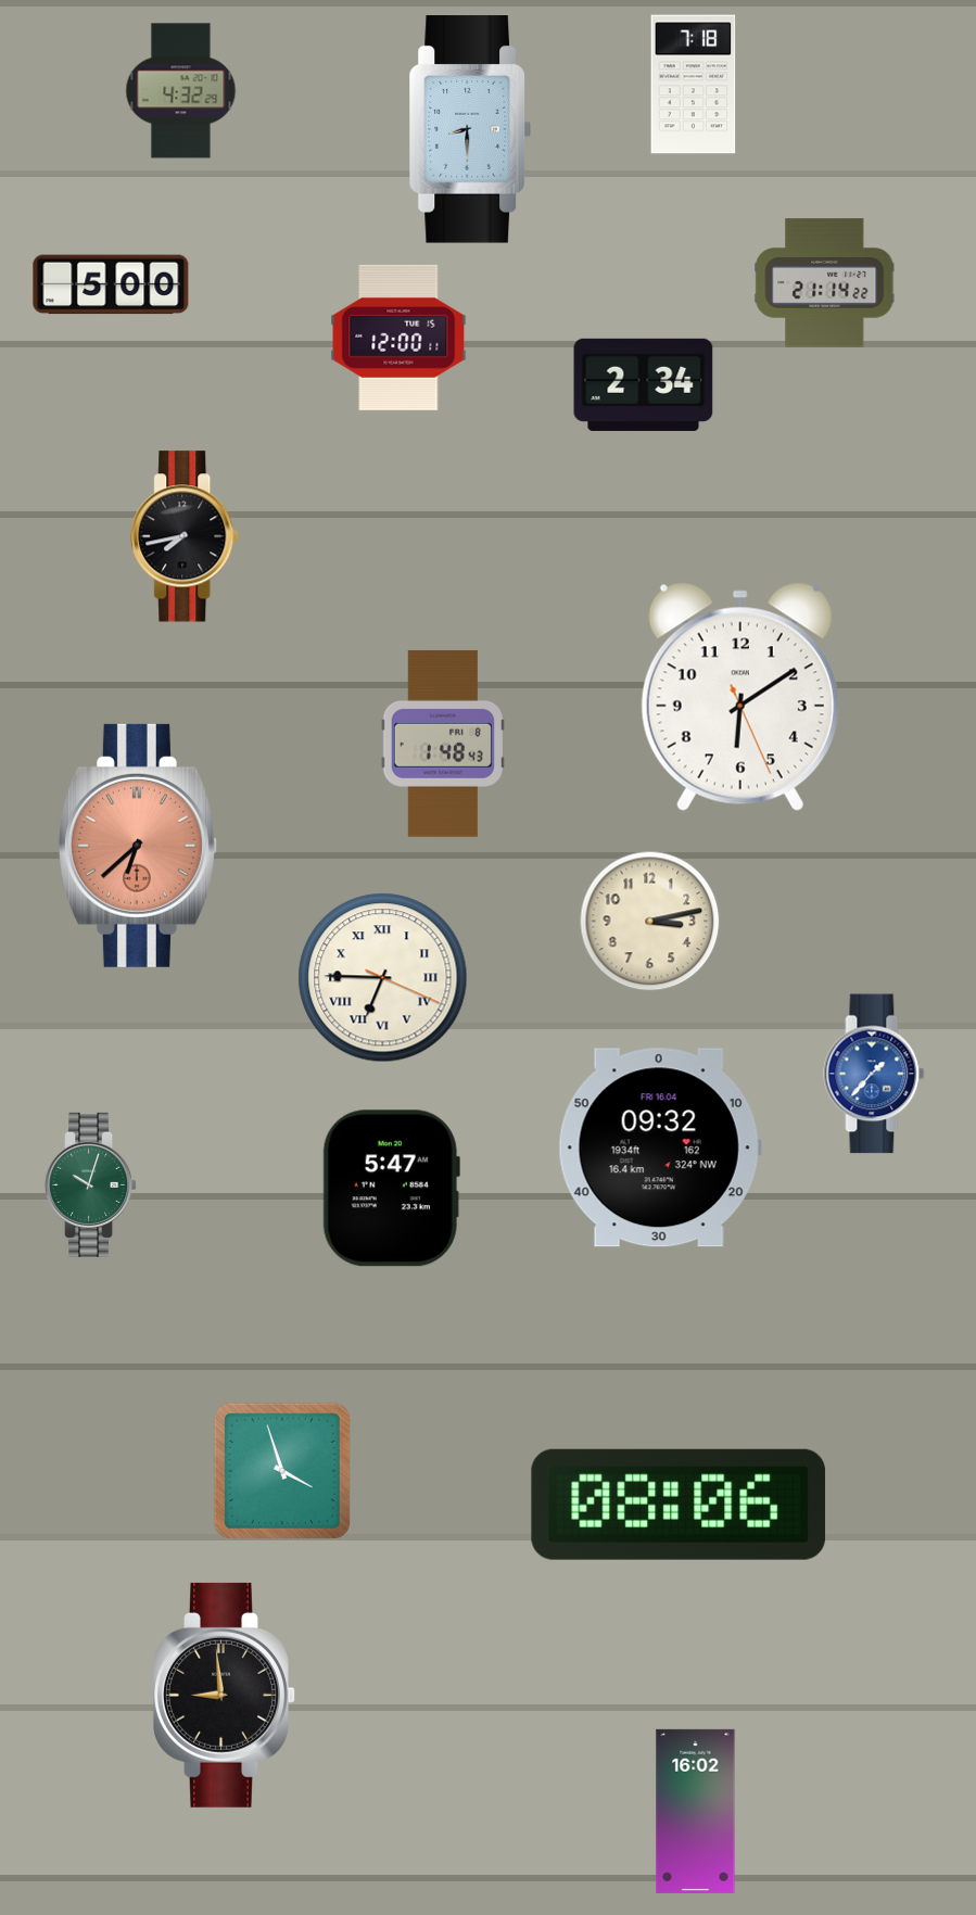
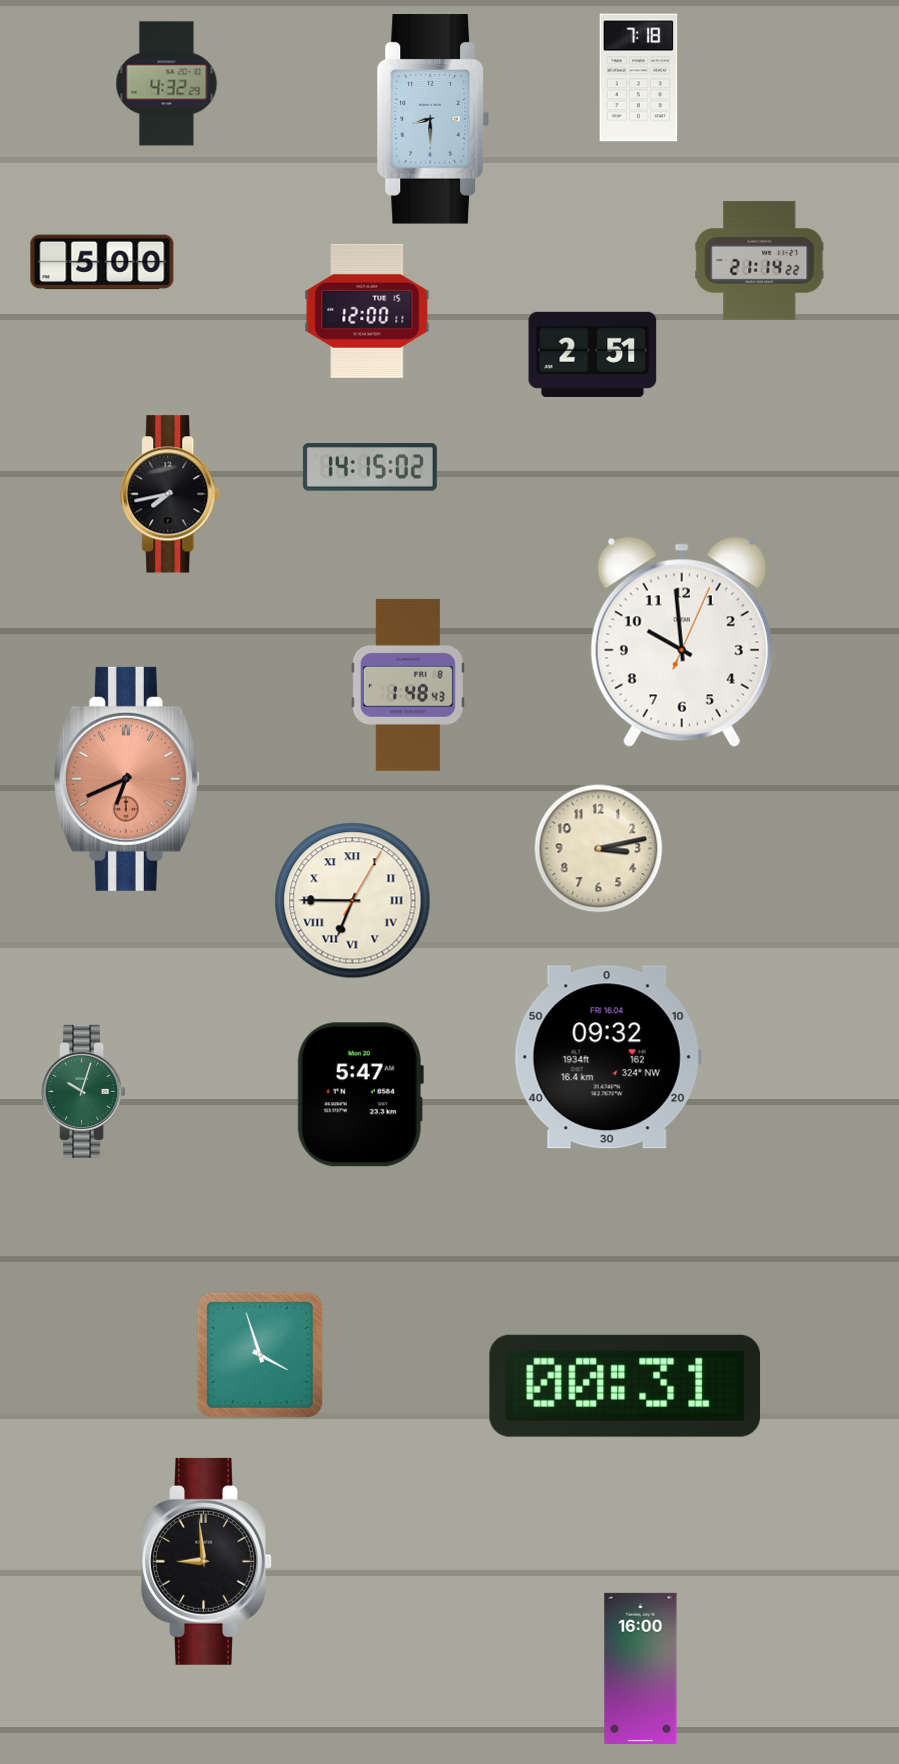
clock at (644, 384): 2:34 -> 2:51
clock at (370, 467): none -> 14:15
clock at (740, 697): 6:09 -> 9:59
clock at (138, 846): 6:38 -> 6:41
clock at (383, 978): 6:45:19 -> 6:45:05
clock at (874, 1074): 1:37 -> none
clock at (679, 1505): 08:06 -> 00:31
clock at (696, 1811): 16:02 -> 16:00
